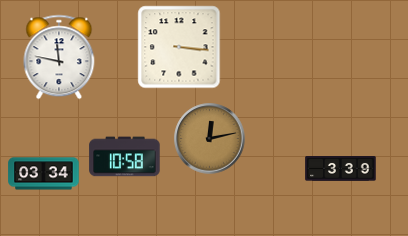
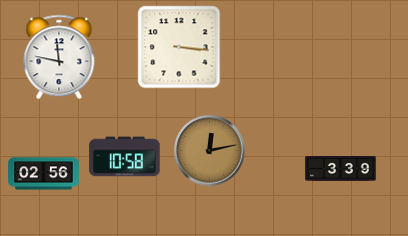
clock at (210, 139) position: (210, 139) -> (210, 151)
clock at (44, 174): 03:34 -> 02:56
